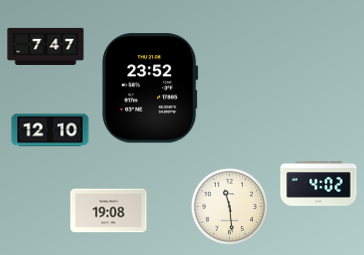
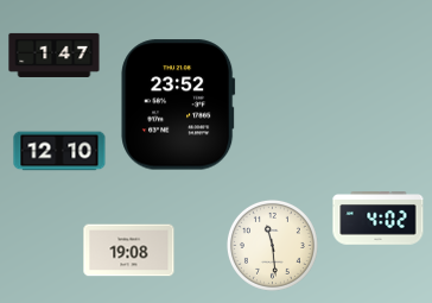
clock at (46, 46): 7:47 -> 1:47
clock at (50, 130) position: (50, 130) -> (59, 151)
